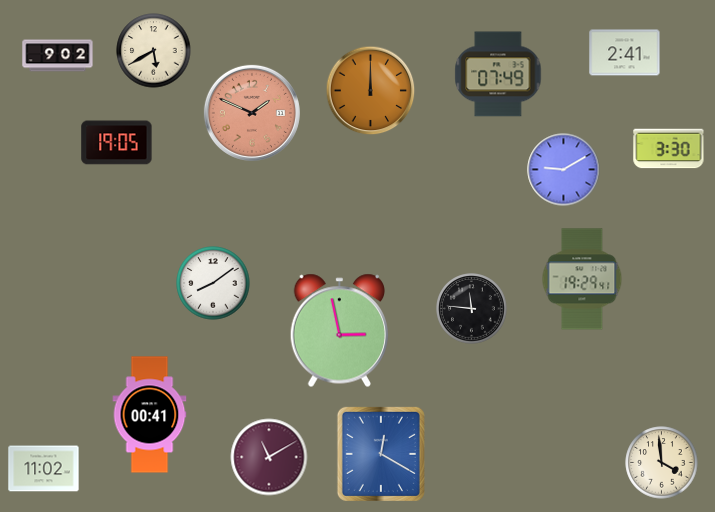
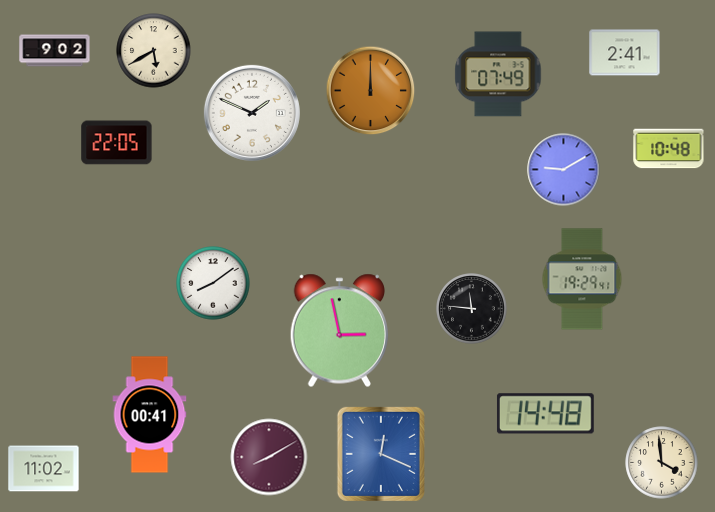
clock at (58, 56) position: (58, 56) -> (55, 51)
clock at (252, 113) dial: salmon -> white
clock at (117, 143): 19:05 -> 22:05
clock at (669, 149): 3:30 -> 10:48
clock at (545, 414): none -> 14:48
clock at (381, 454): 12:20 -> 12:19
clock at (269, 457): 11:10 -> 8:10
